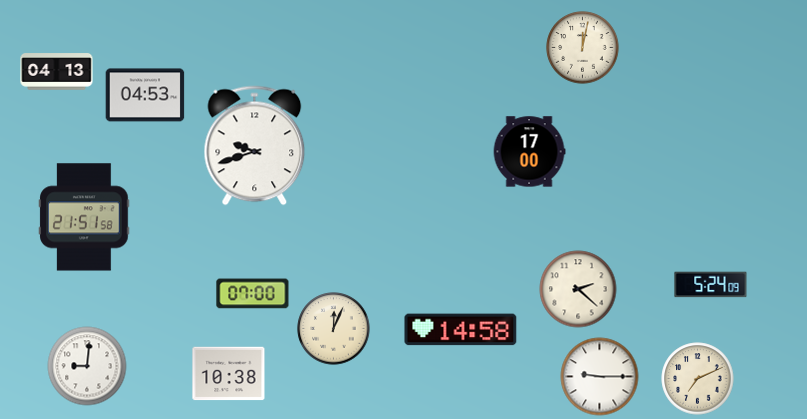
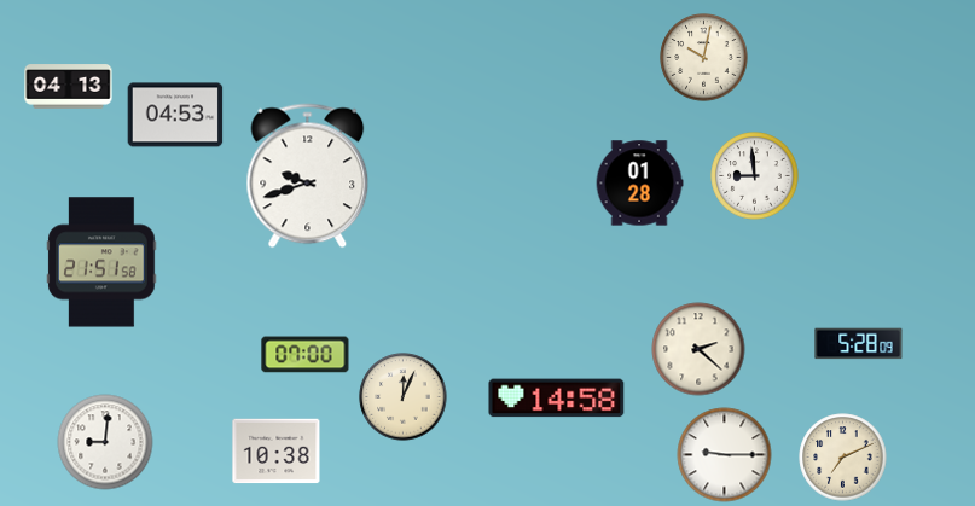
clock at (583, 48): 12:02 -> 10:02
clock at (755, 176): none -> 8:59
clock at (529, 152): 17:00 -> 01:28
clock at (711, 285): 5:24 -> 5:28
